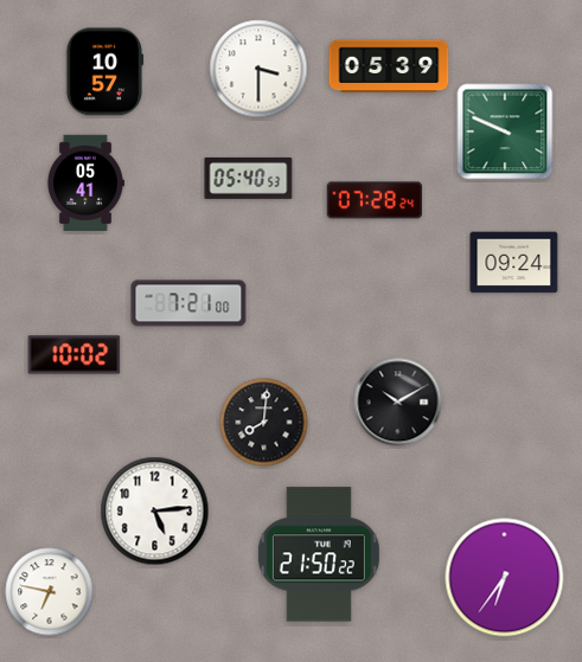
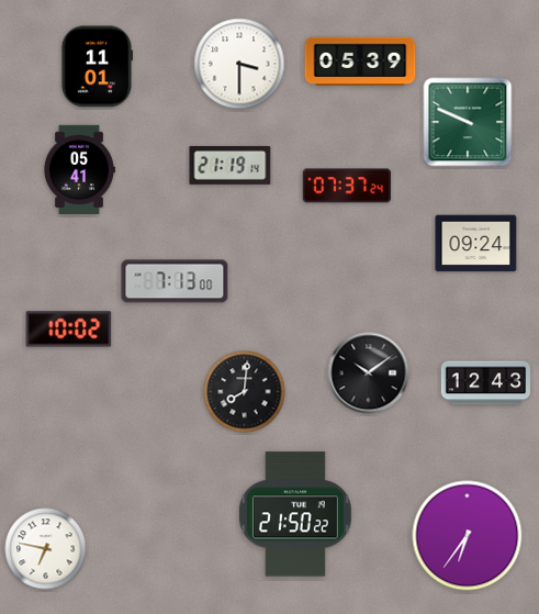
clock at (103, 72): 10:57 -> 11:01
clock at (249, 178): 05:40 -> 21:19
clock at (375, 200): 07:28 -> 07:37
clock at (188, 303): 7:21 -> 7:13
clock at (398, 403): 10:10 -> 10:09
clock at (486, 383): none -> 12:43
clock at (155, 512): 5:14 -> none
